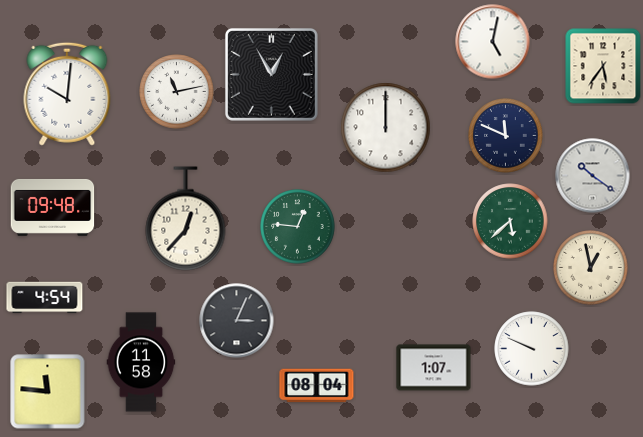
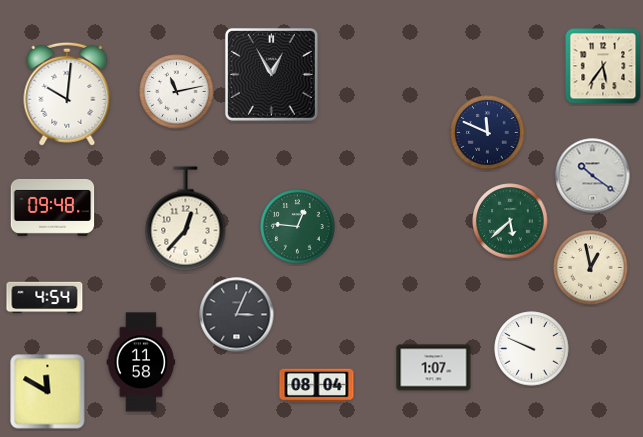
clock at (493, 42): 5:02 -> none
clock at (386, 128): 12:00 -> none
clock at (506, 136) position: (506, 136) -> (488, 133)
clock at (237, 321) position: (237, 321) -> (237, 315)
clock at (48, 392): 11:46 -> 11:50
